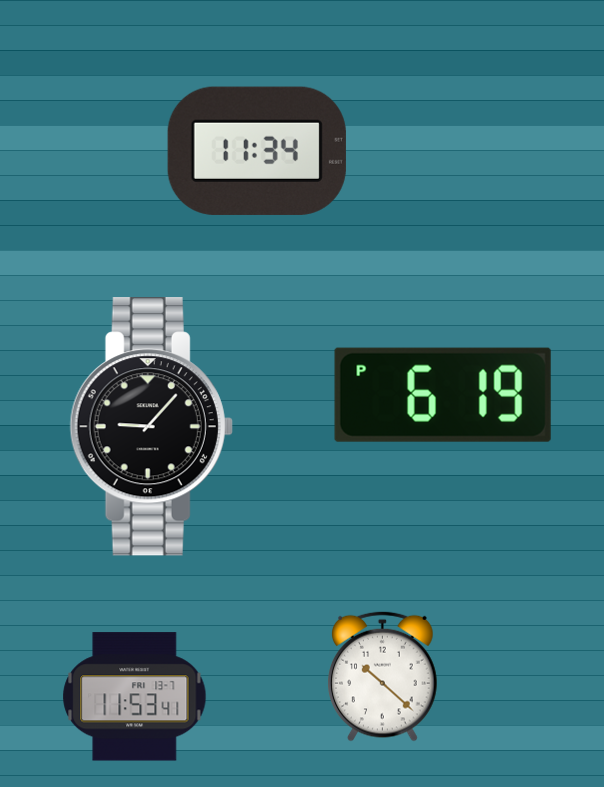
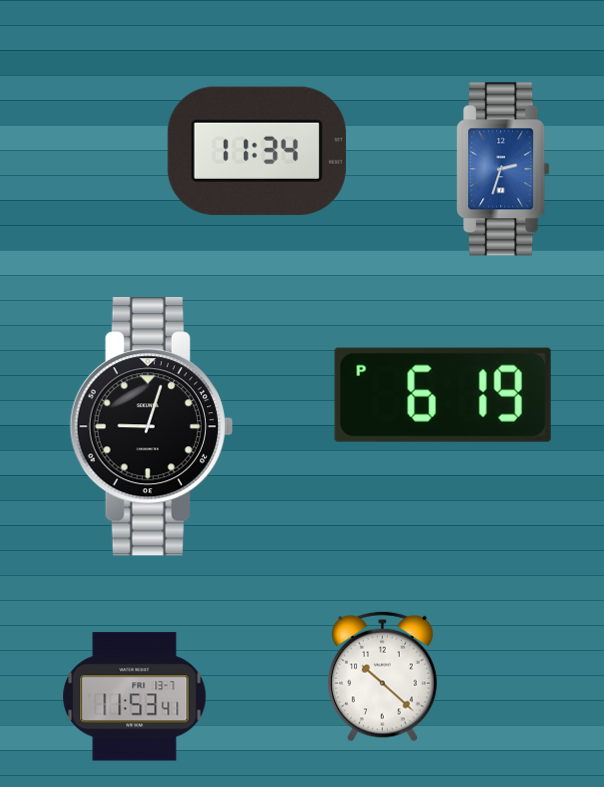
clock at (503, 169): none -> 2:33
clock at (151, 427): 9:07 -> 9:03
